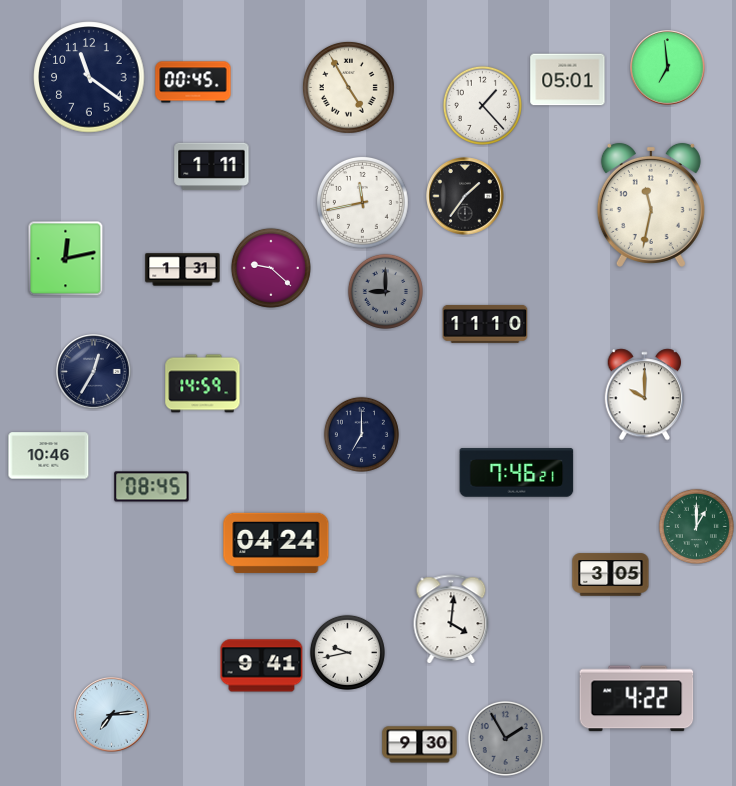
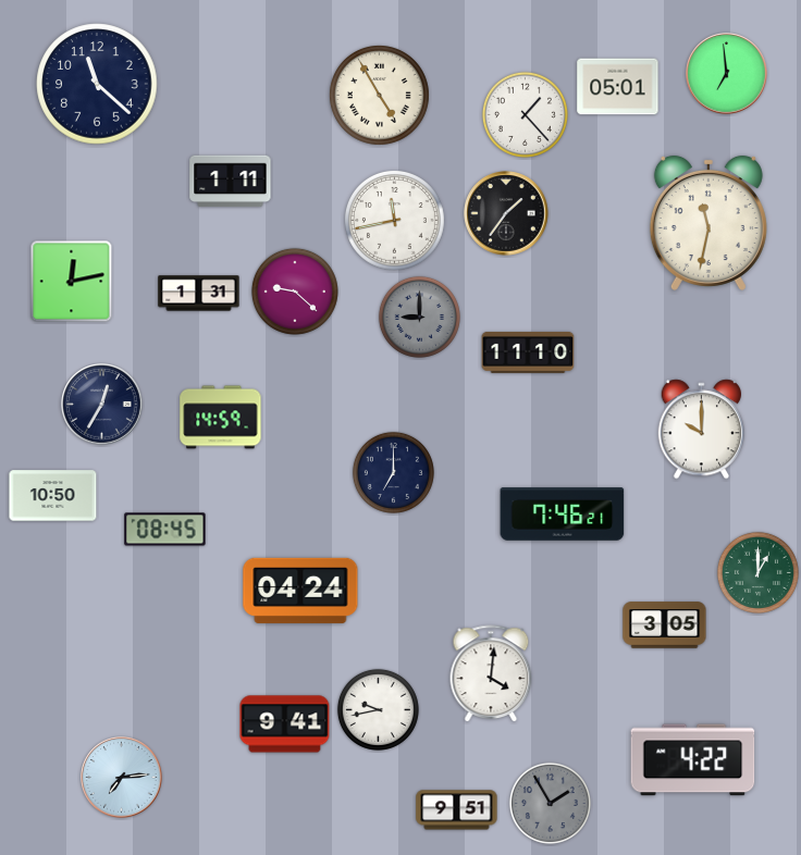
clock at (89, 77): 11:21 -> 11:22
clock at (193, 82): 00:45 -> none
clock at (49, 456): 10:46 -> 10:50
clock at (420, 745): 9:30 -> 9:51
